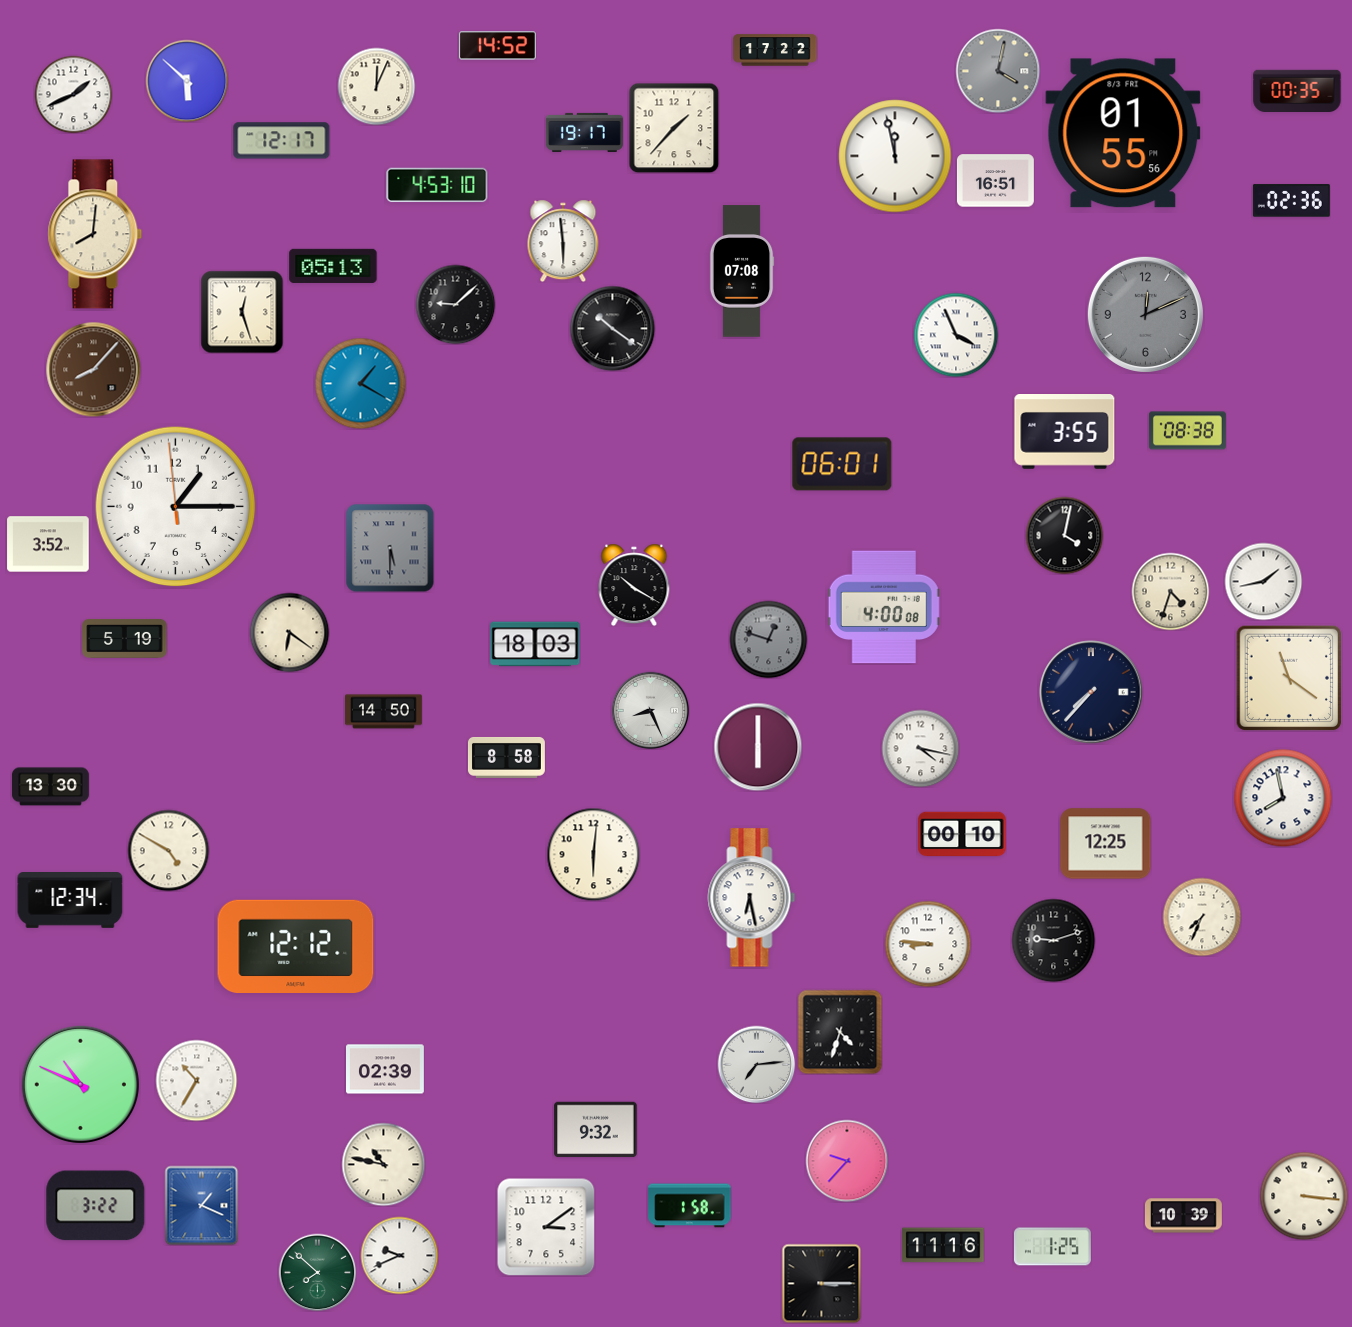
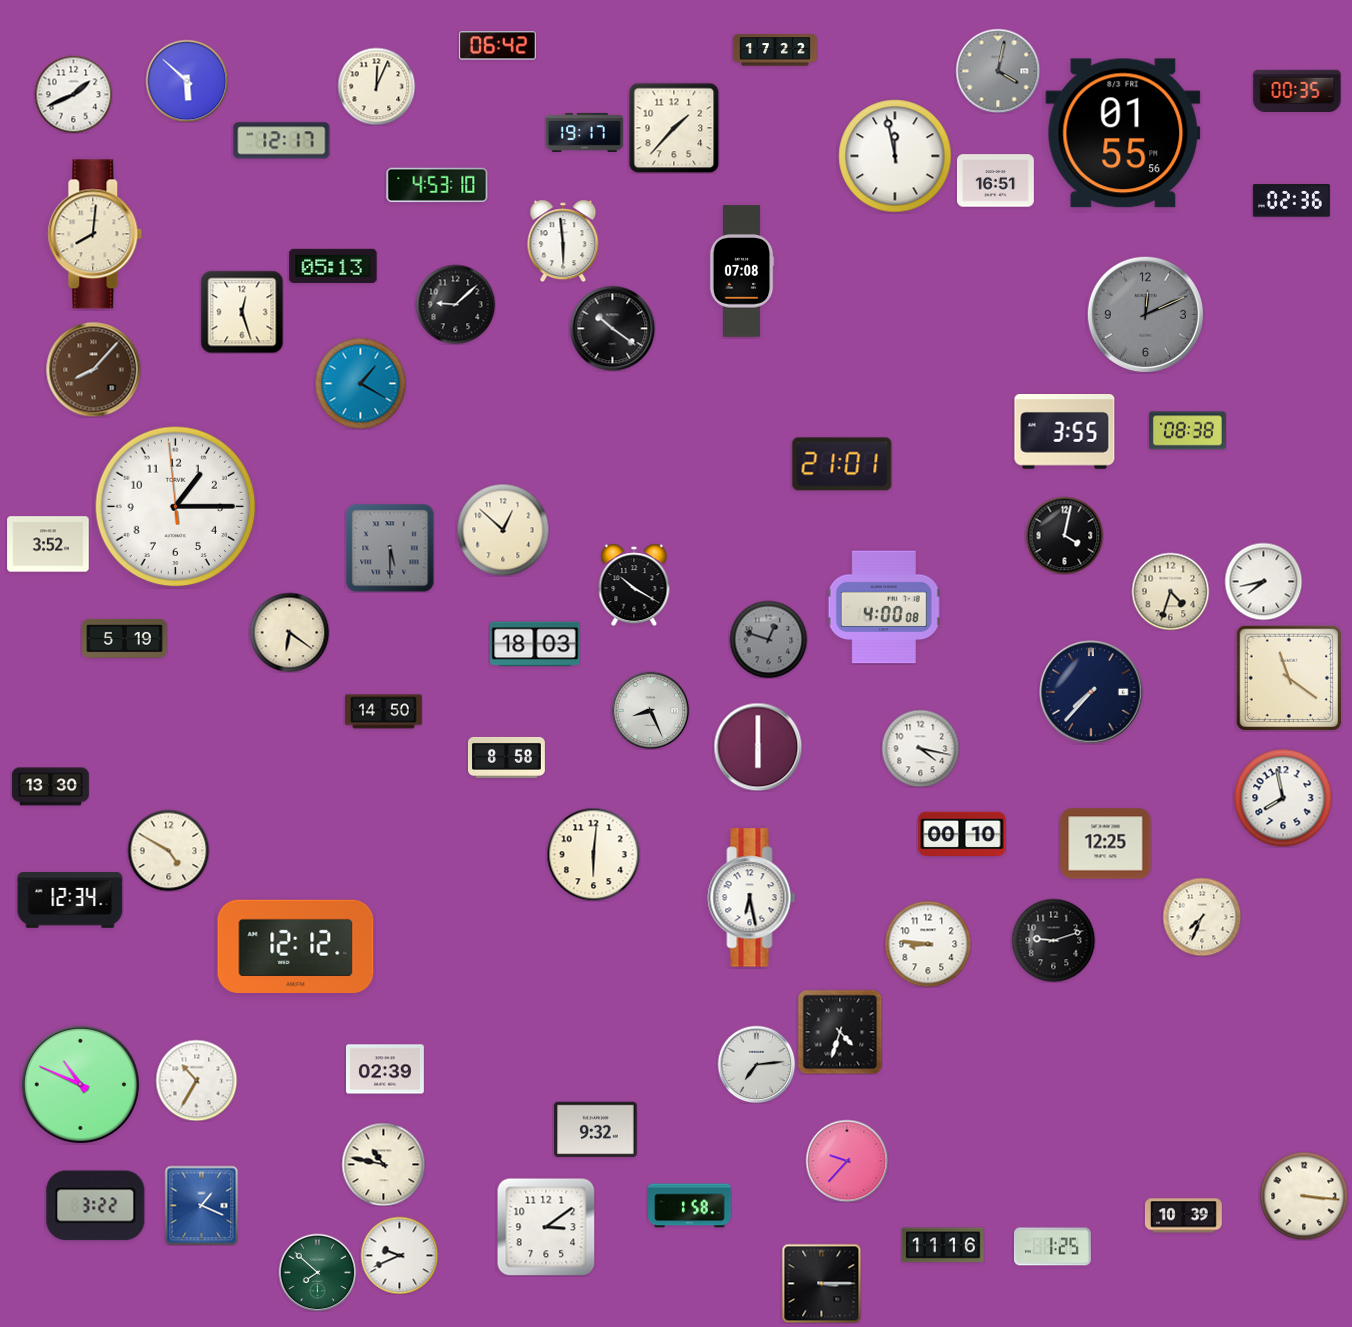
clock at (497, 46): 14:52 -> 06:42
clock at (956, 335): 3:56 -> none
clock at (842, 464): 06:01 -> 21:01
clock at (503, 530): none -> 12:52
clock at (1263, 581): 1:43 -> 7:43
